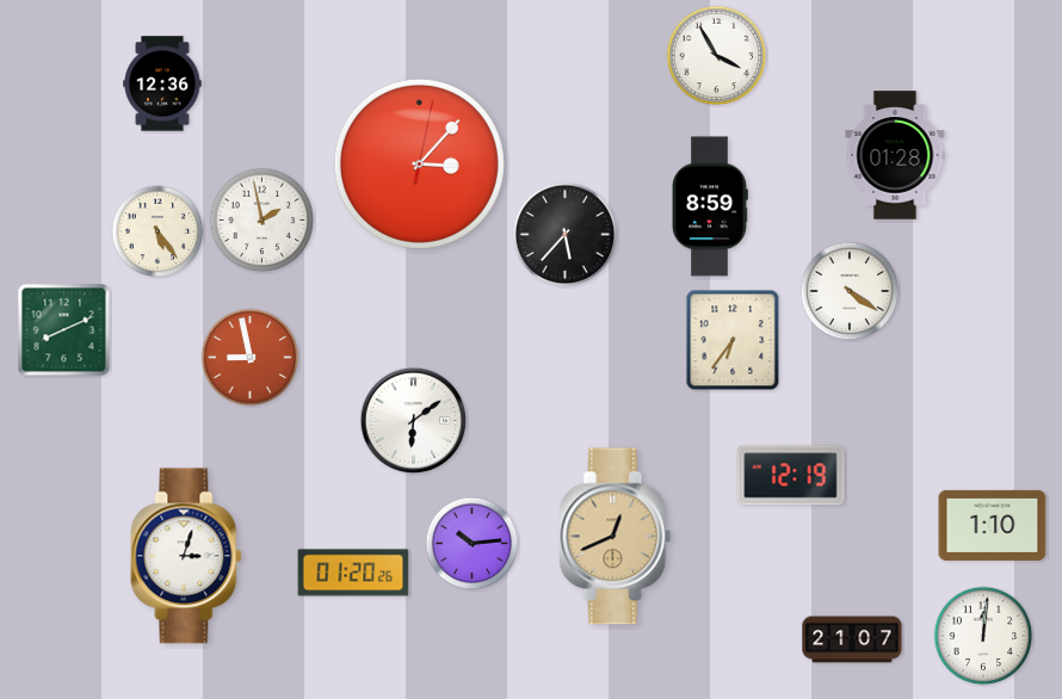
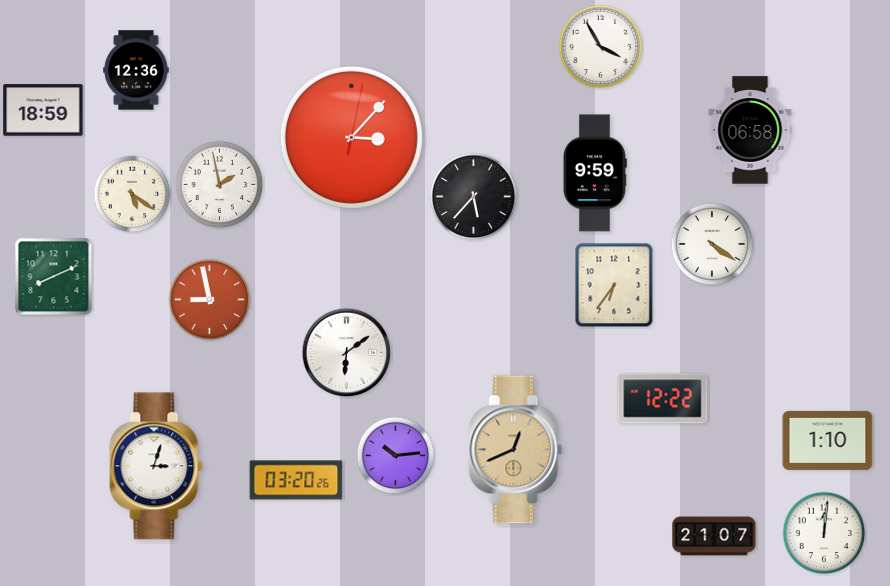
clock at (43, 110): none -> 18:59
clock at (895, 155): 01:28 -> 06:58
clock at (710, 206): 8:59 -> 9:59
clock at (158, 231): 5:24 -> 5:21
clock at (791, 476): 12:19 -> 12:22
clock at (993, 525) position: (993, 525) -> (828, 440)
clock at (353, 573): 01:20 -> 03:20
